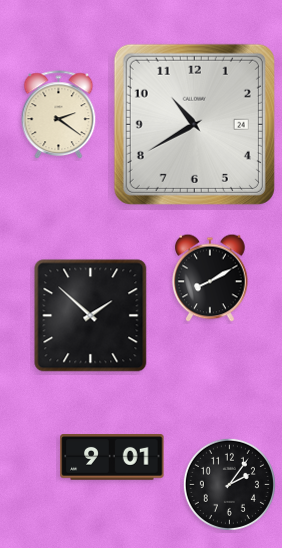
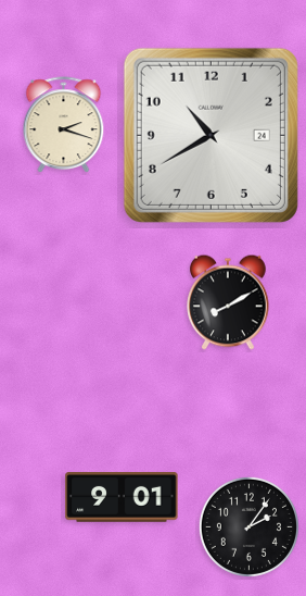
clock at (59, 115): 2:21 -> 2:18
clock at (91, 316): 1:52 -> none
